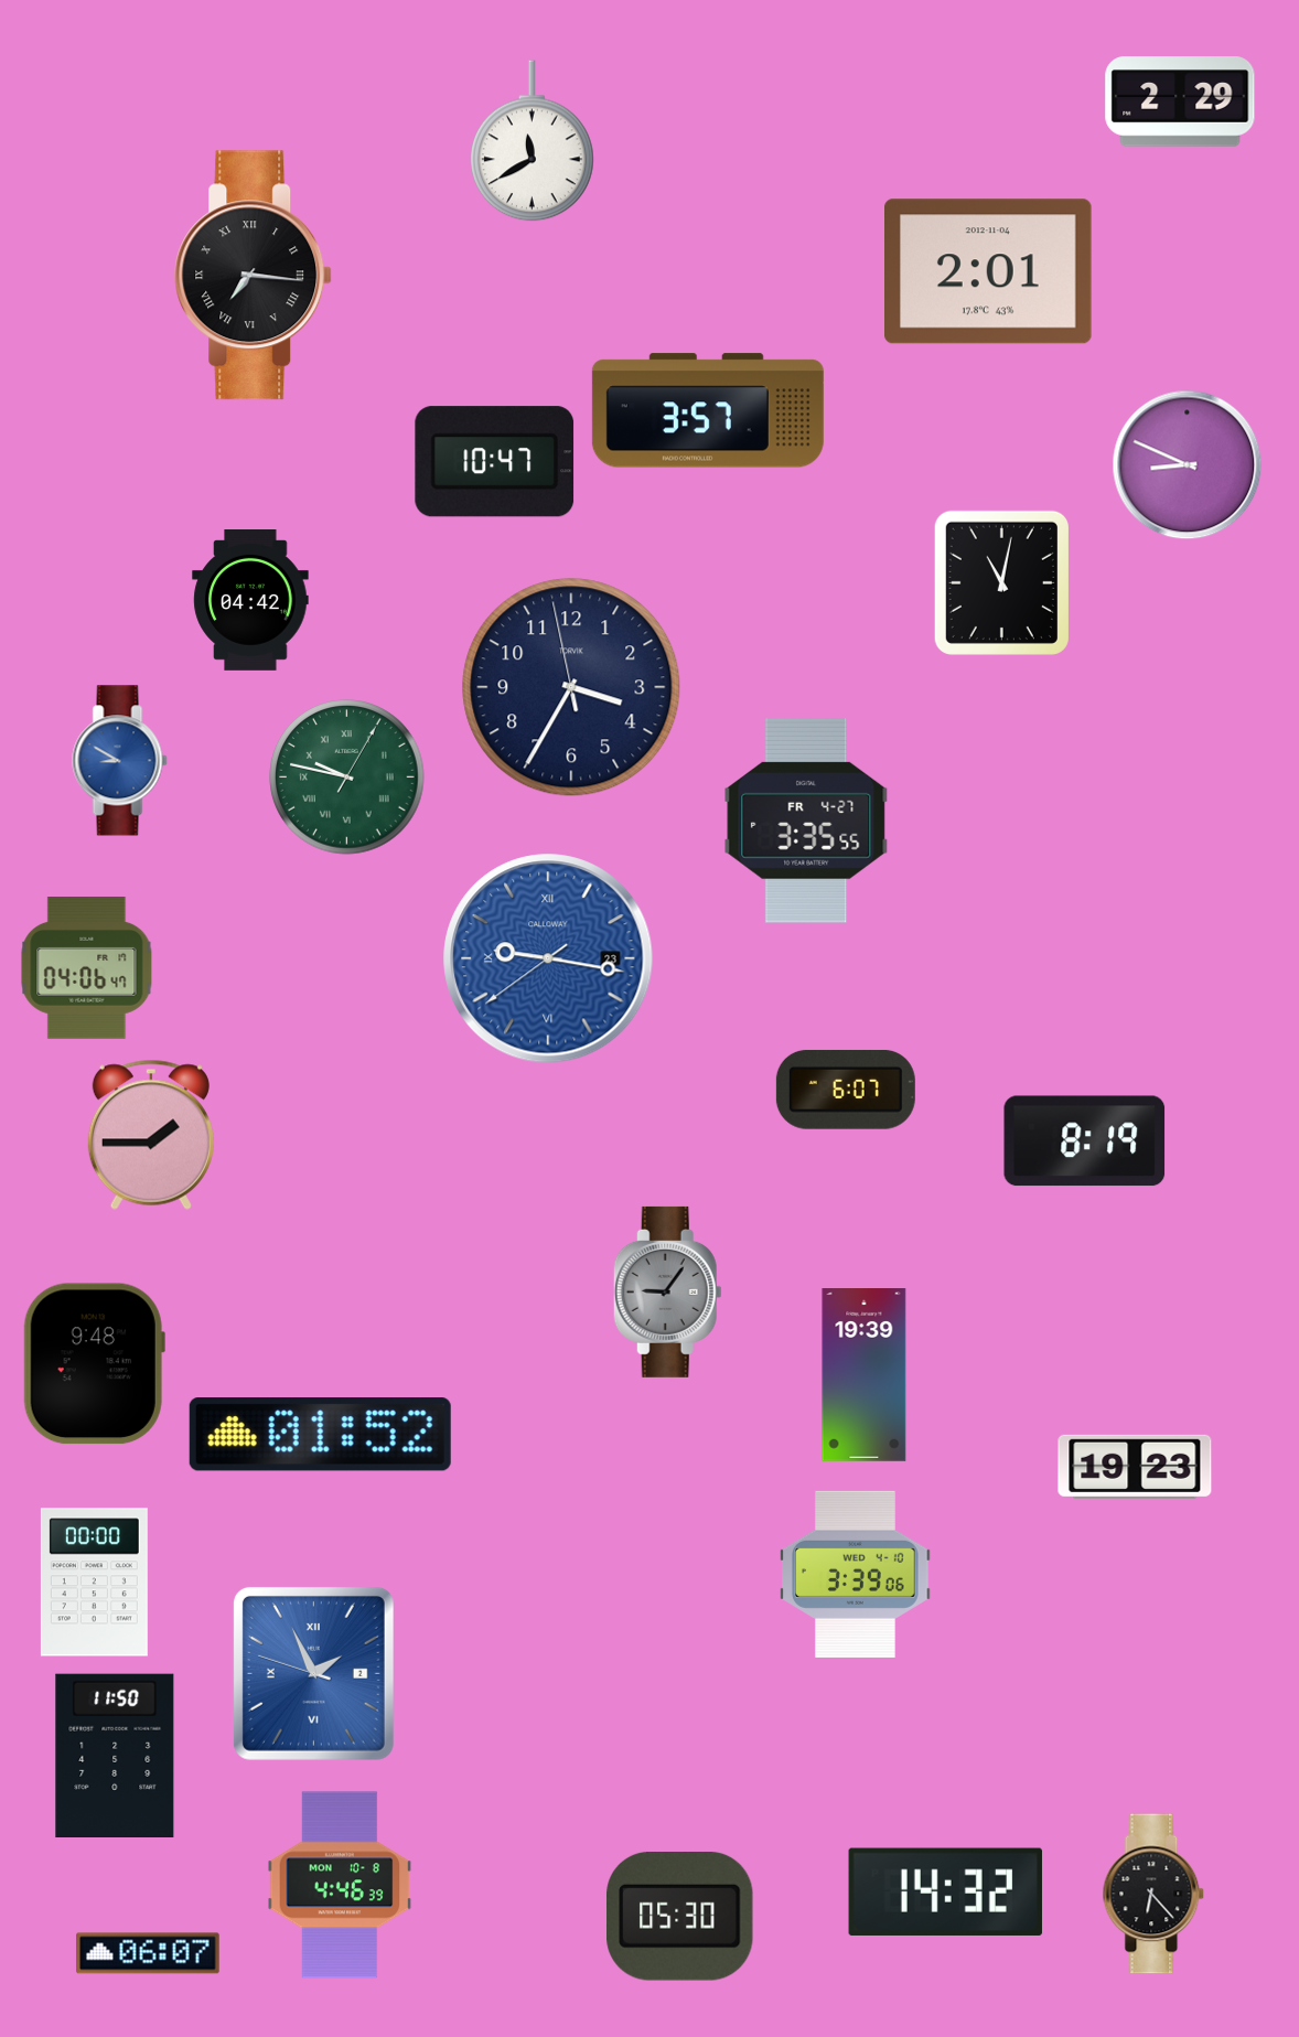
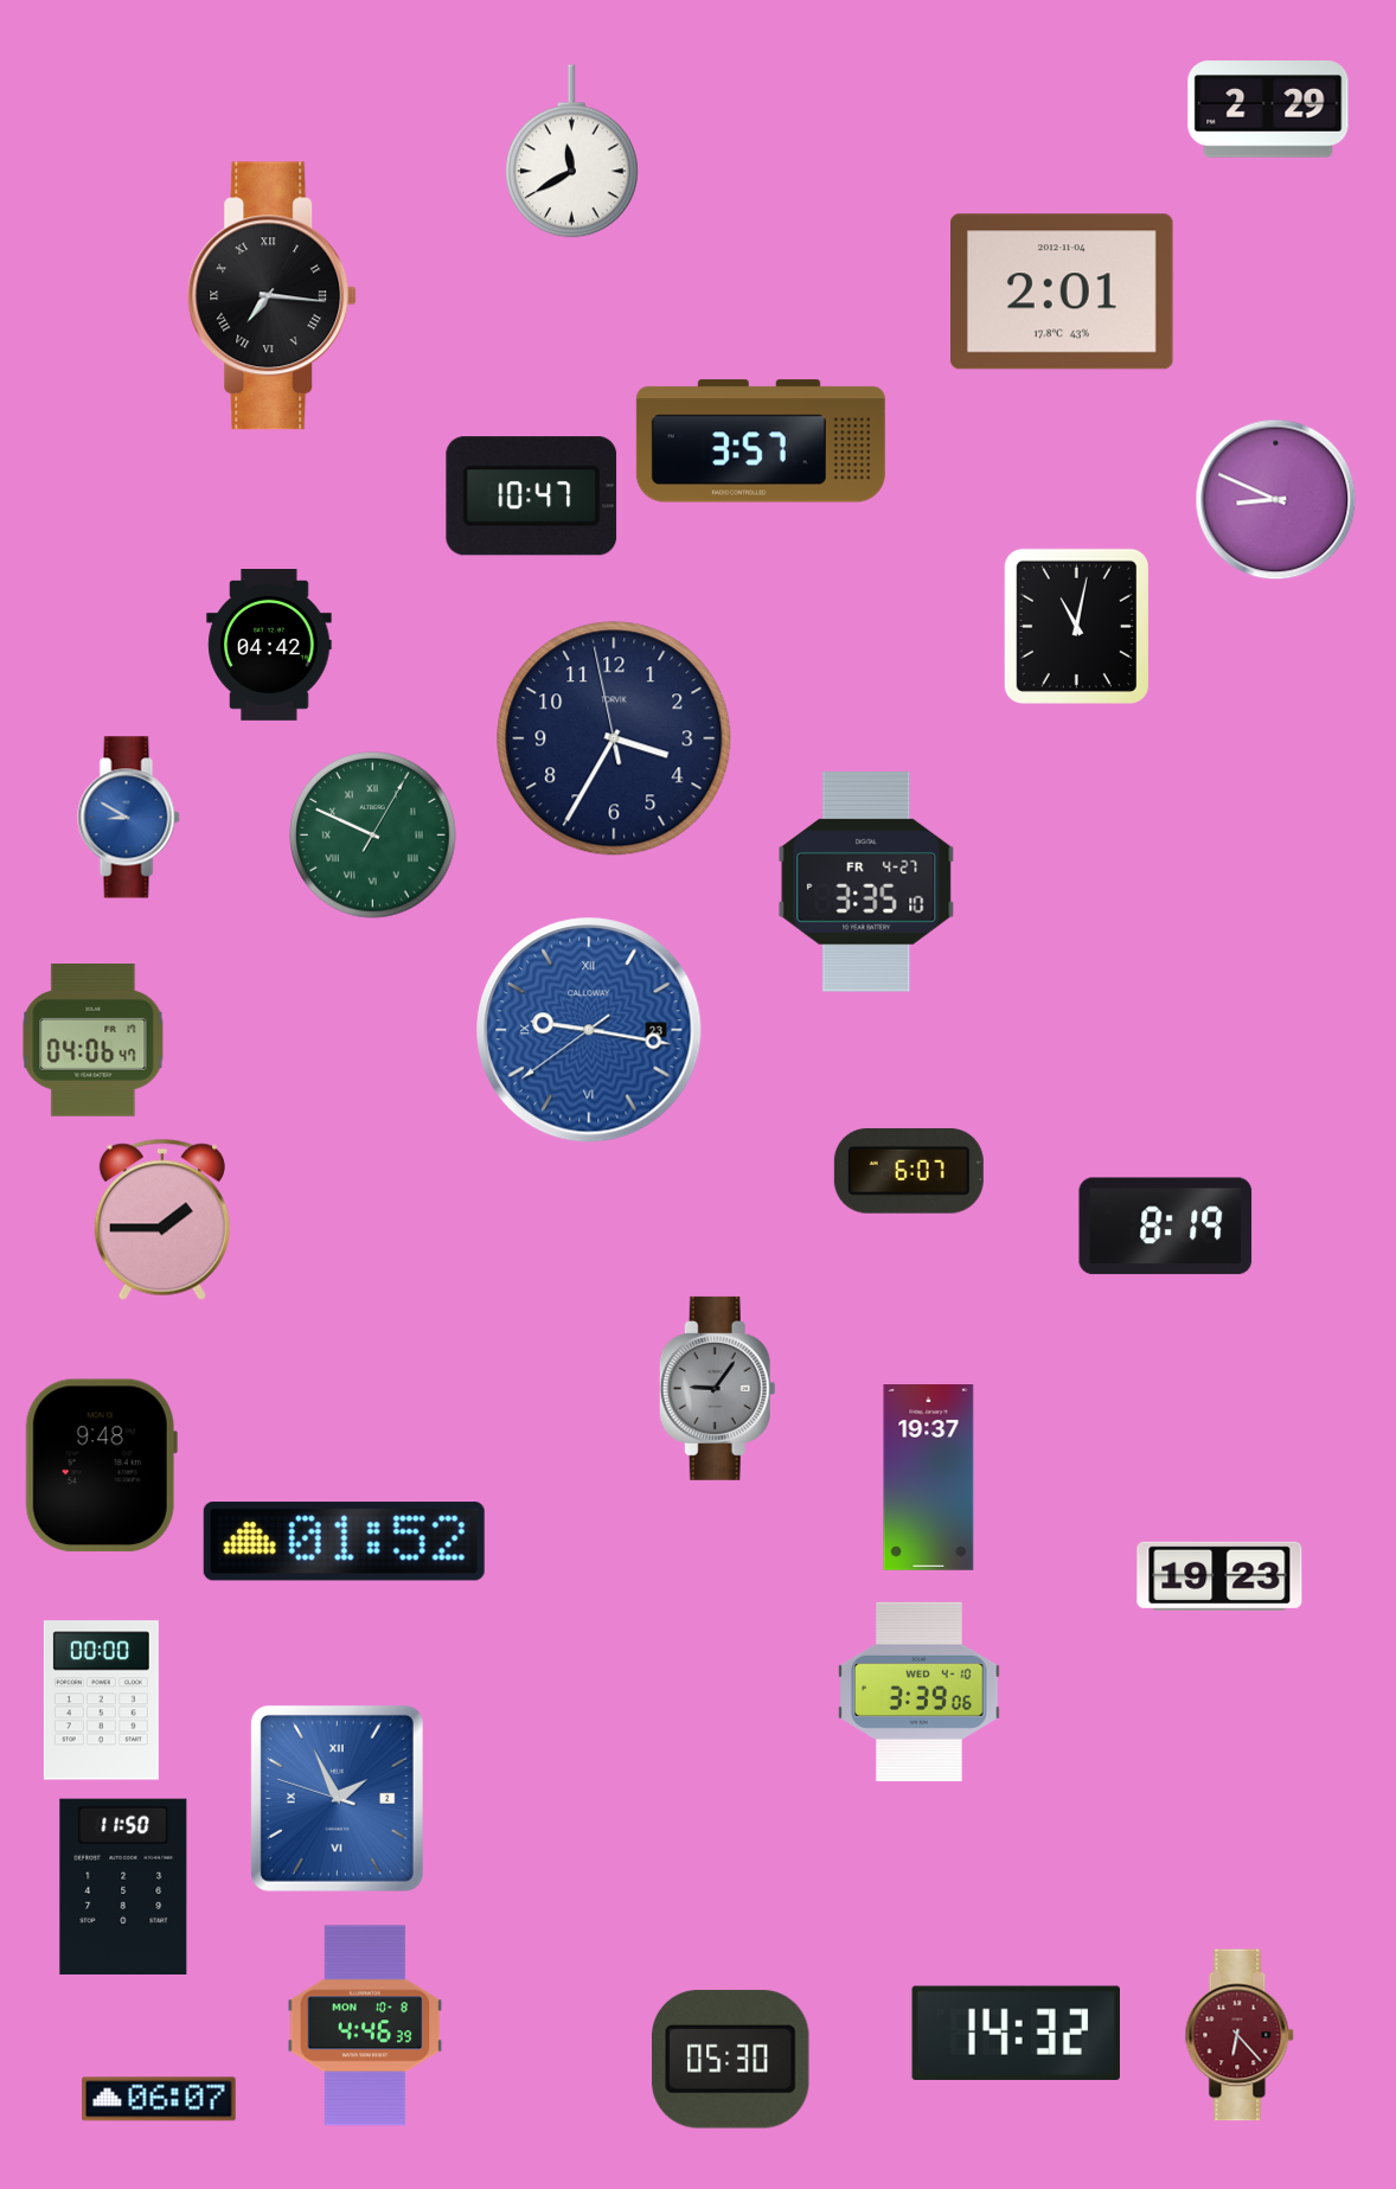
clock at (347, 778): 9:47 -> 9:49
clock at (806, 821): 3:35:55 -> 3:35:10
clock at (865, 1375): 19:39 -> 19:37
clock at (1153, 1894) dial: black -> burgundy
